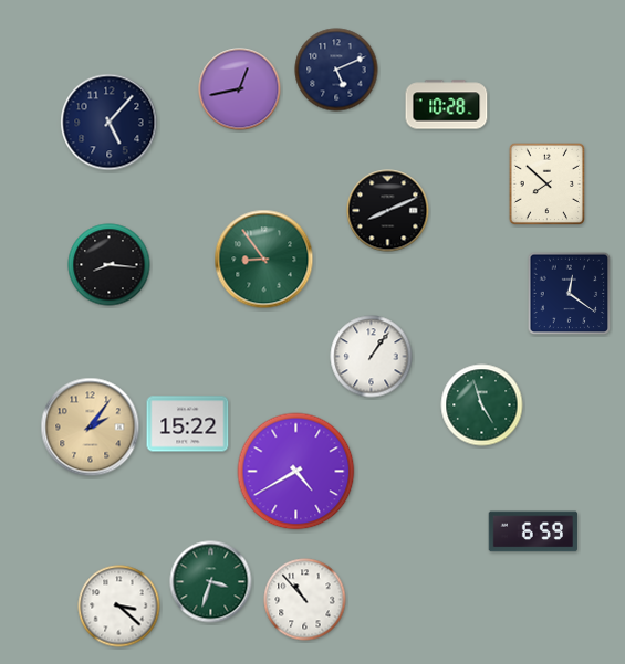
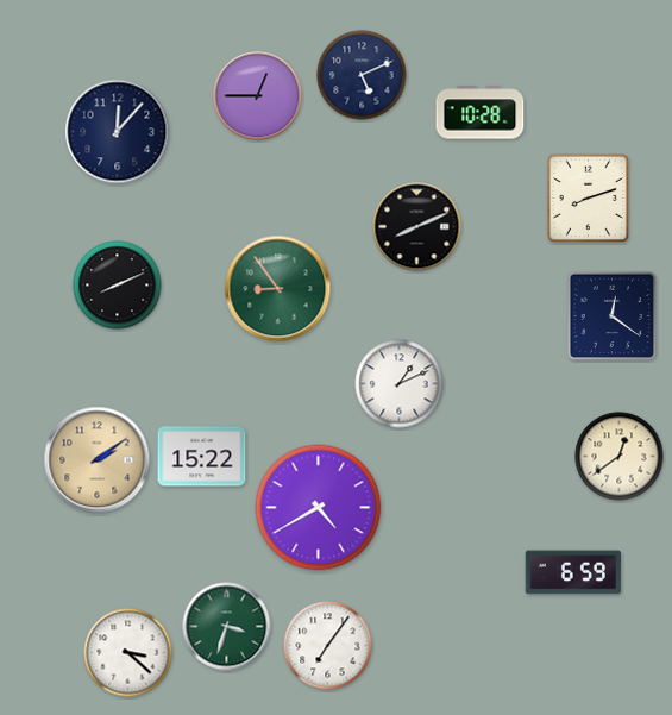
clock at (240, 89): 12:43 -> 12:45
clock at (110, 123): 5:07 -> 12:07
clock at (546, 183): 7:52 -> 8:12
clock at (264, 260) position: (264, 260) -> (278, 289)
clock at (110, 265): 8:16 -> 8:11
clock at (372, 357): 1:06 -> 1:11
clock at (482, 405): 4:57 -> none
clock at (620, 457): none -> 12:39
clock at (91, 428): 2:06 -> 2:09
clock at (305, 600): 10:53 -> 7:06
